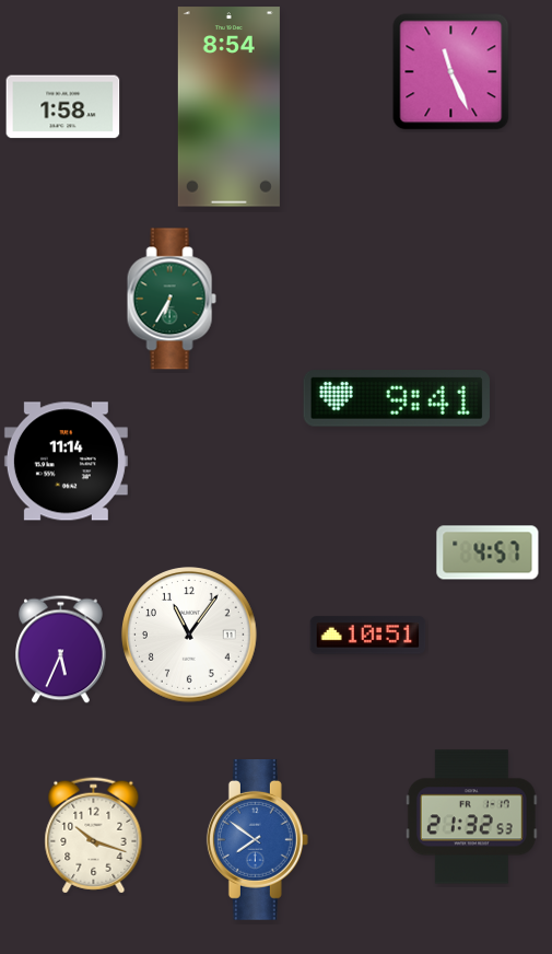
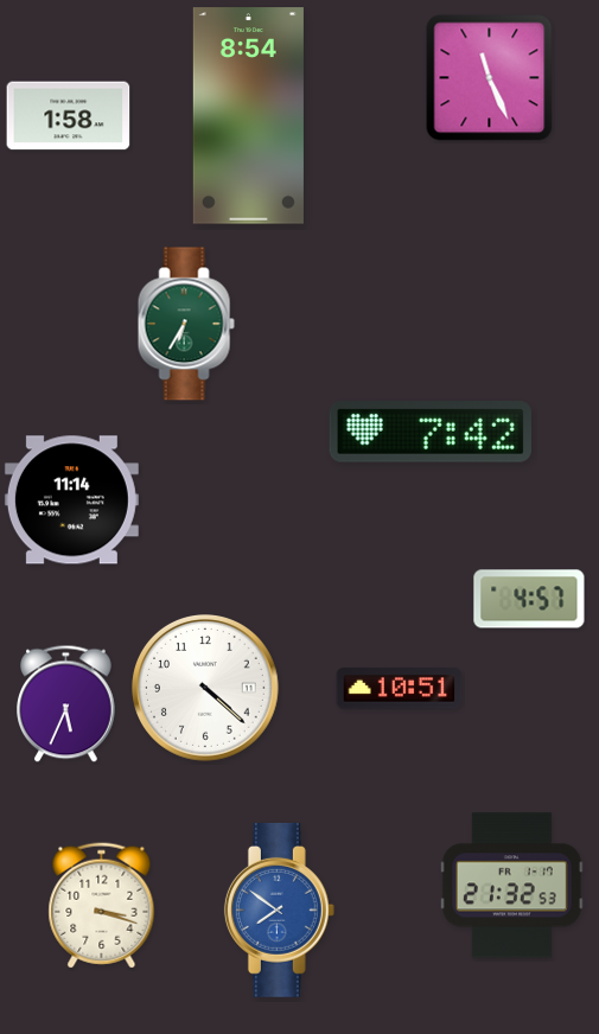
clock at (397, 399): 9:41 -> 7:42
clock at (190, 636): 11:06 -> 4:22
clock at (94, 836): 10:18 -> 3:18
